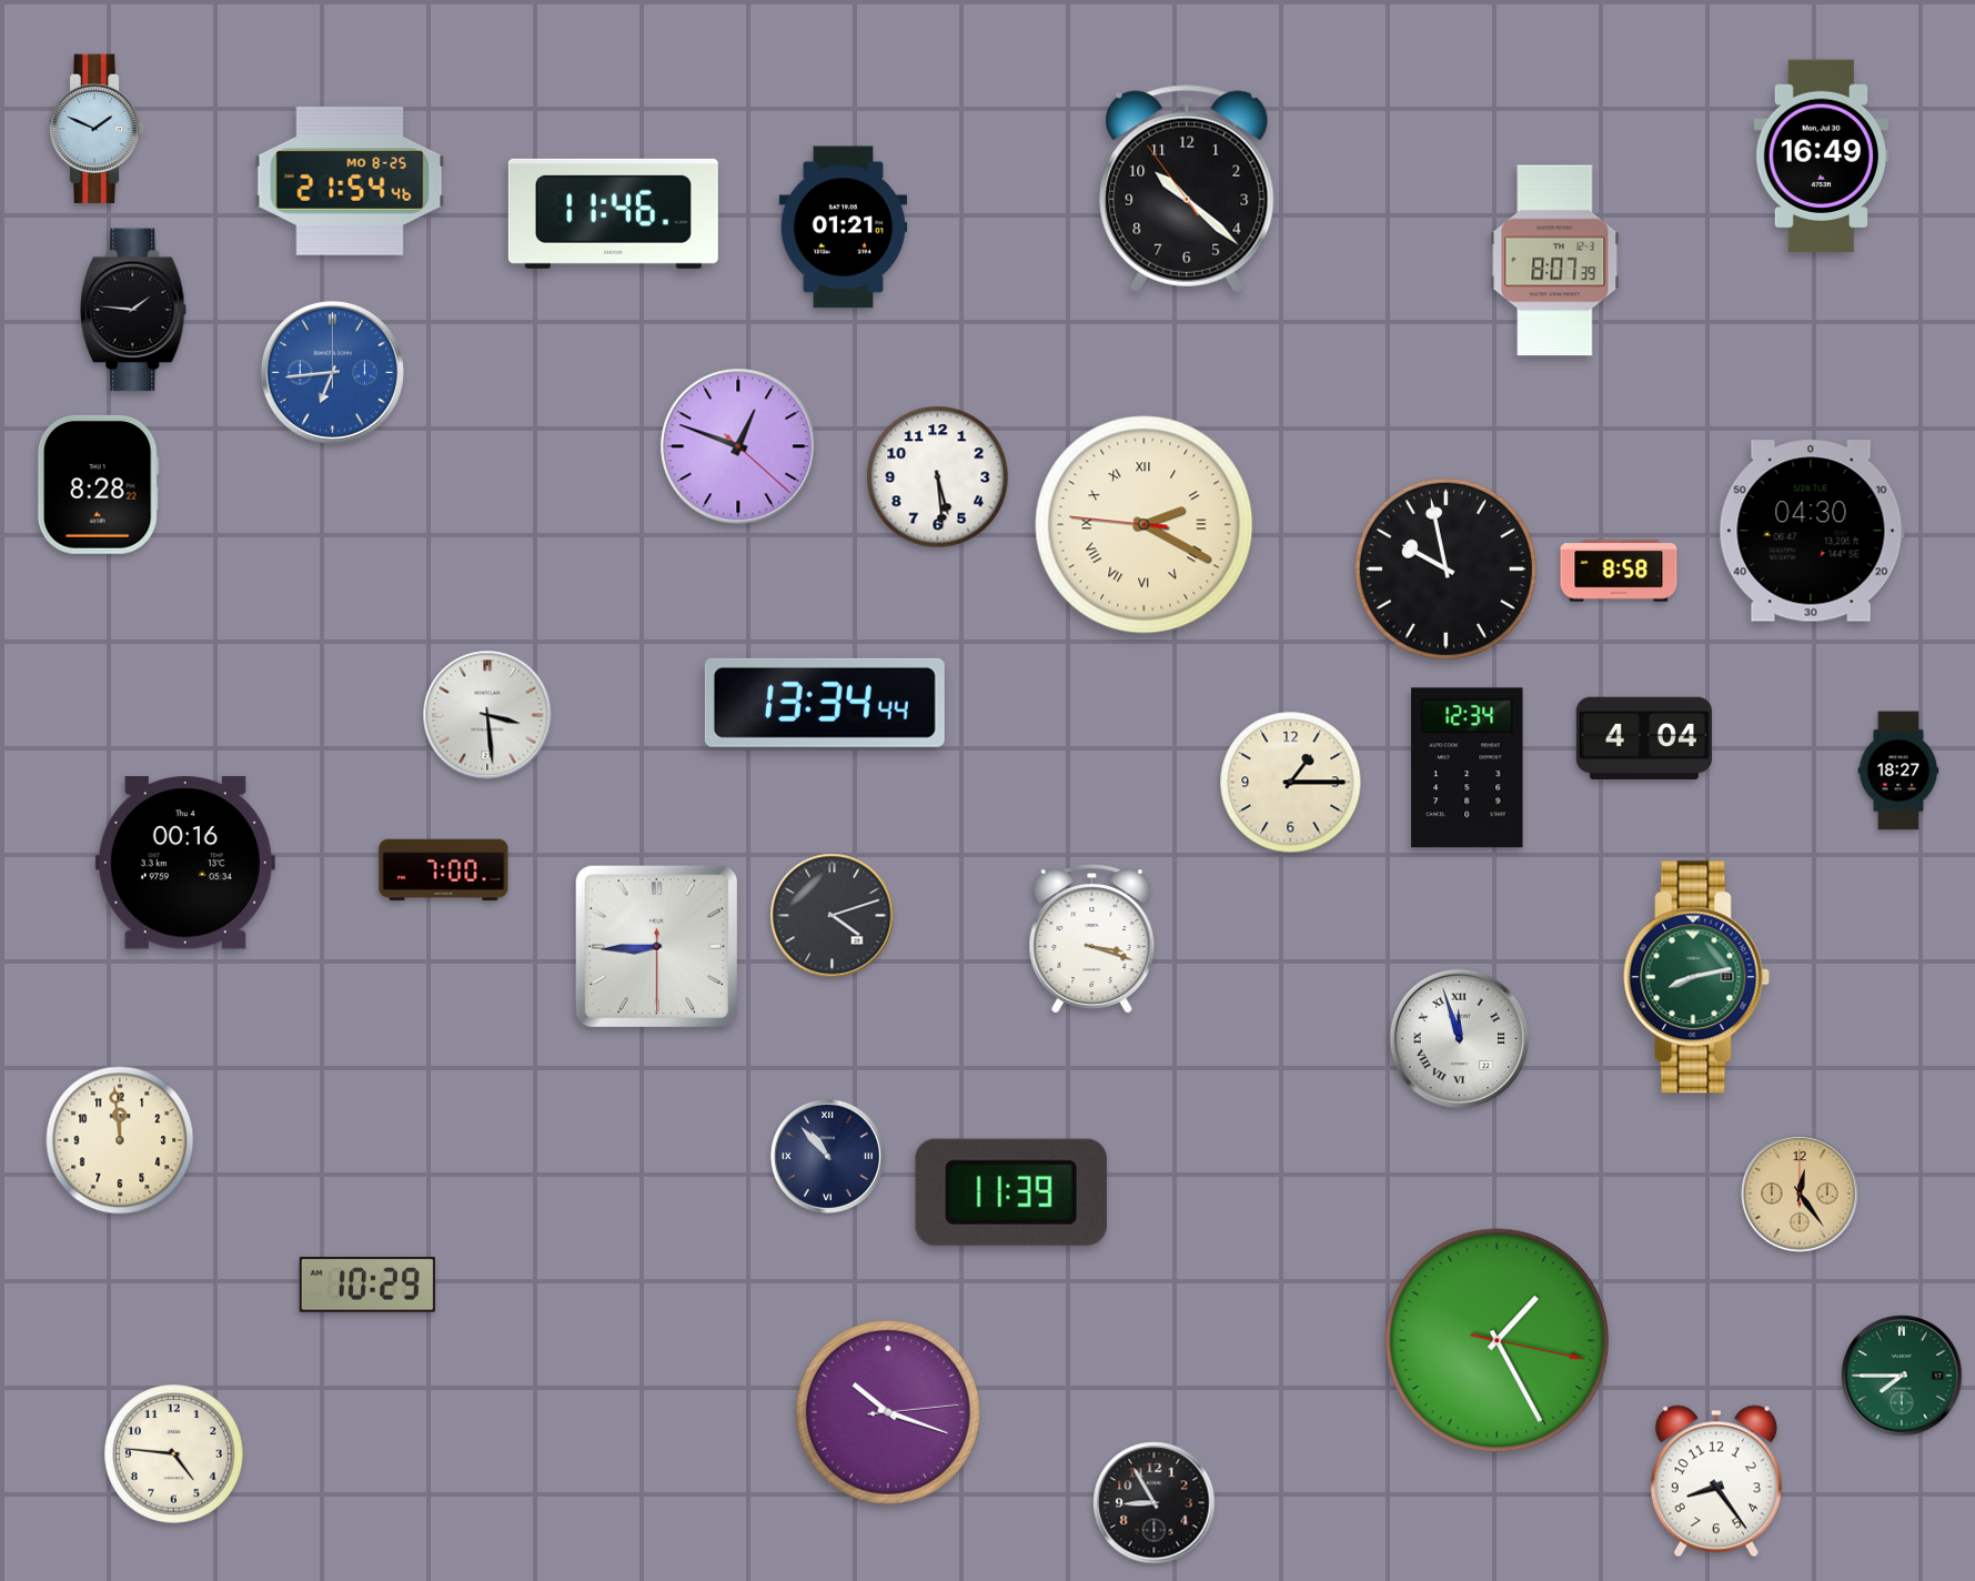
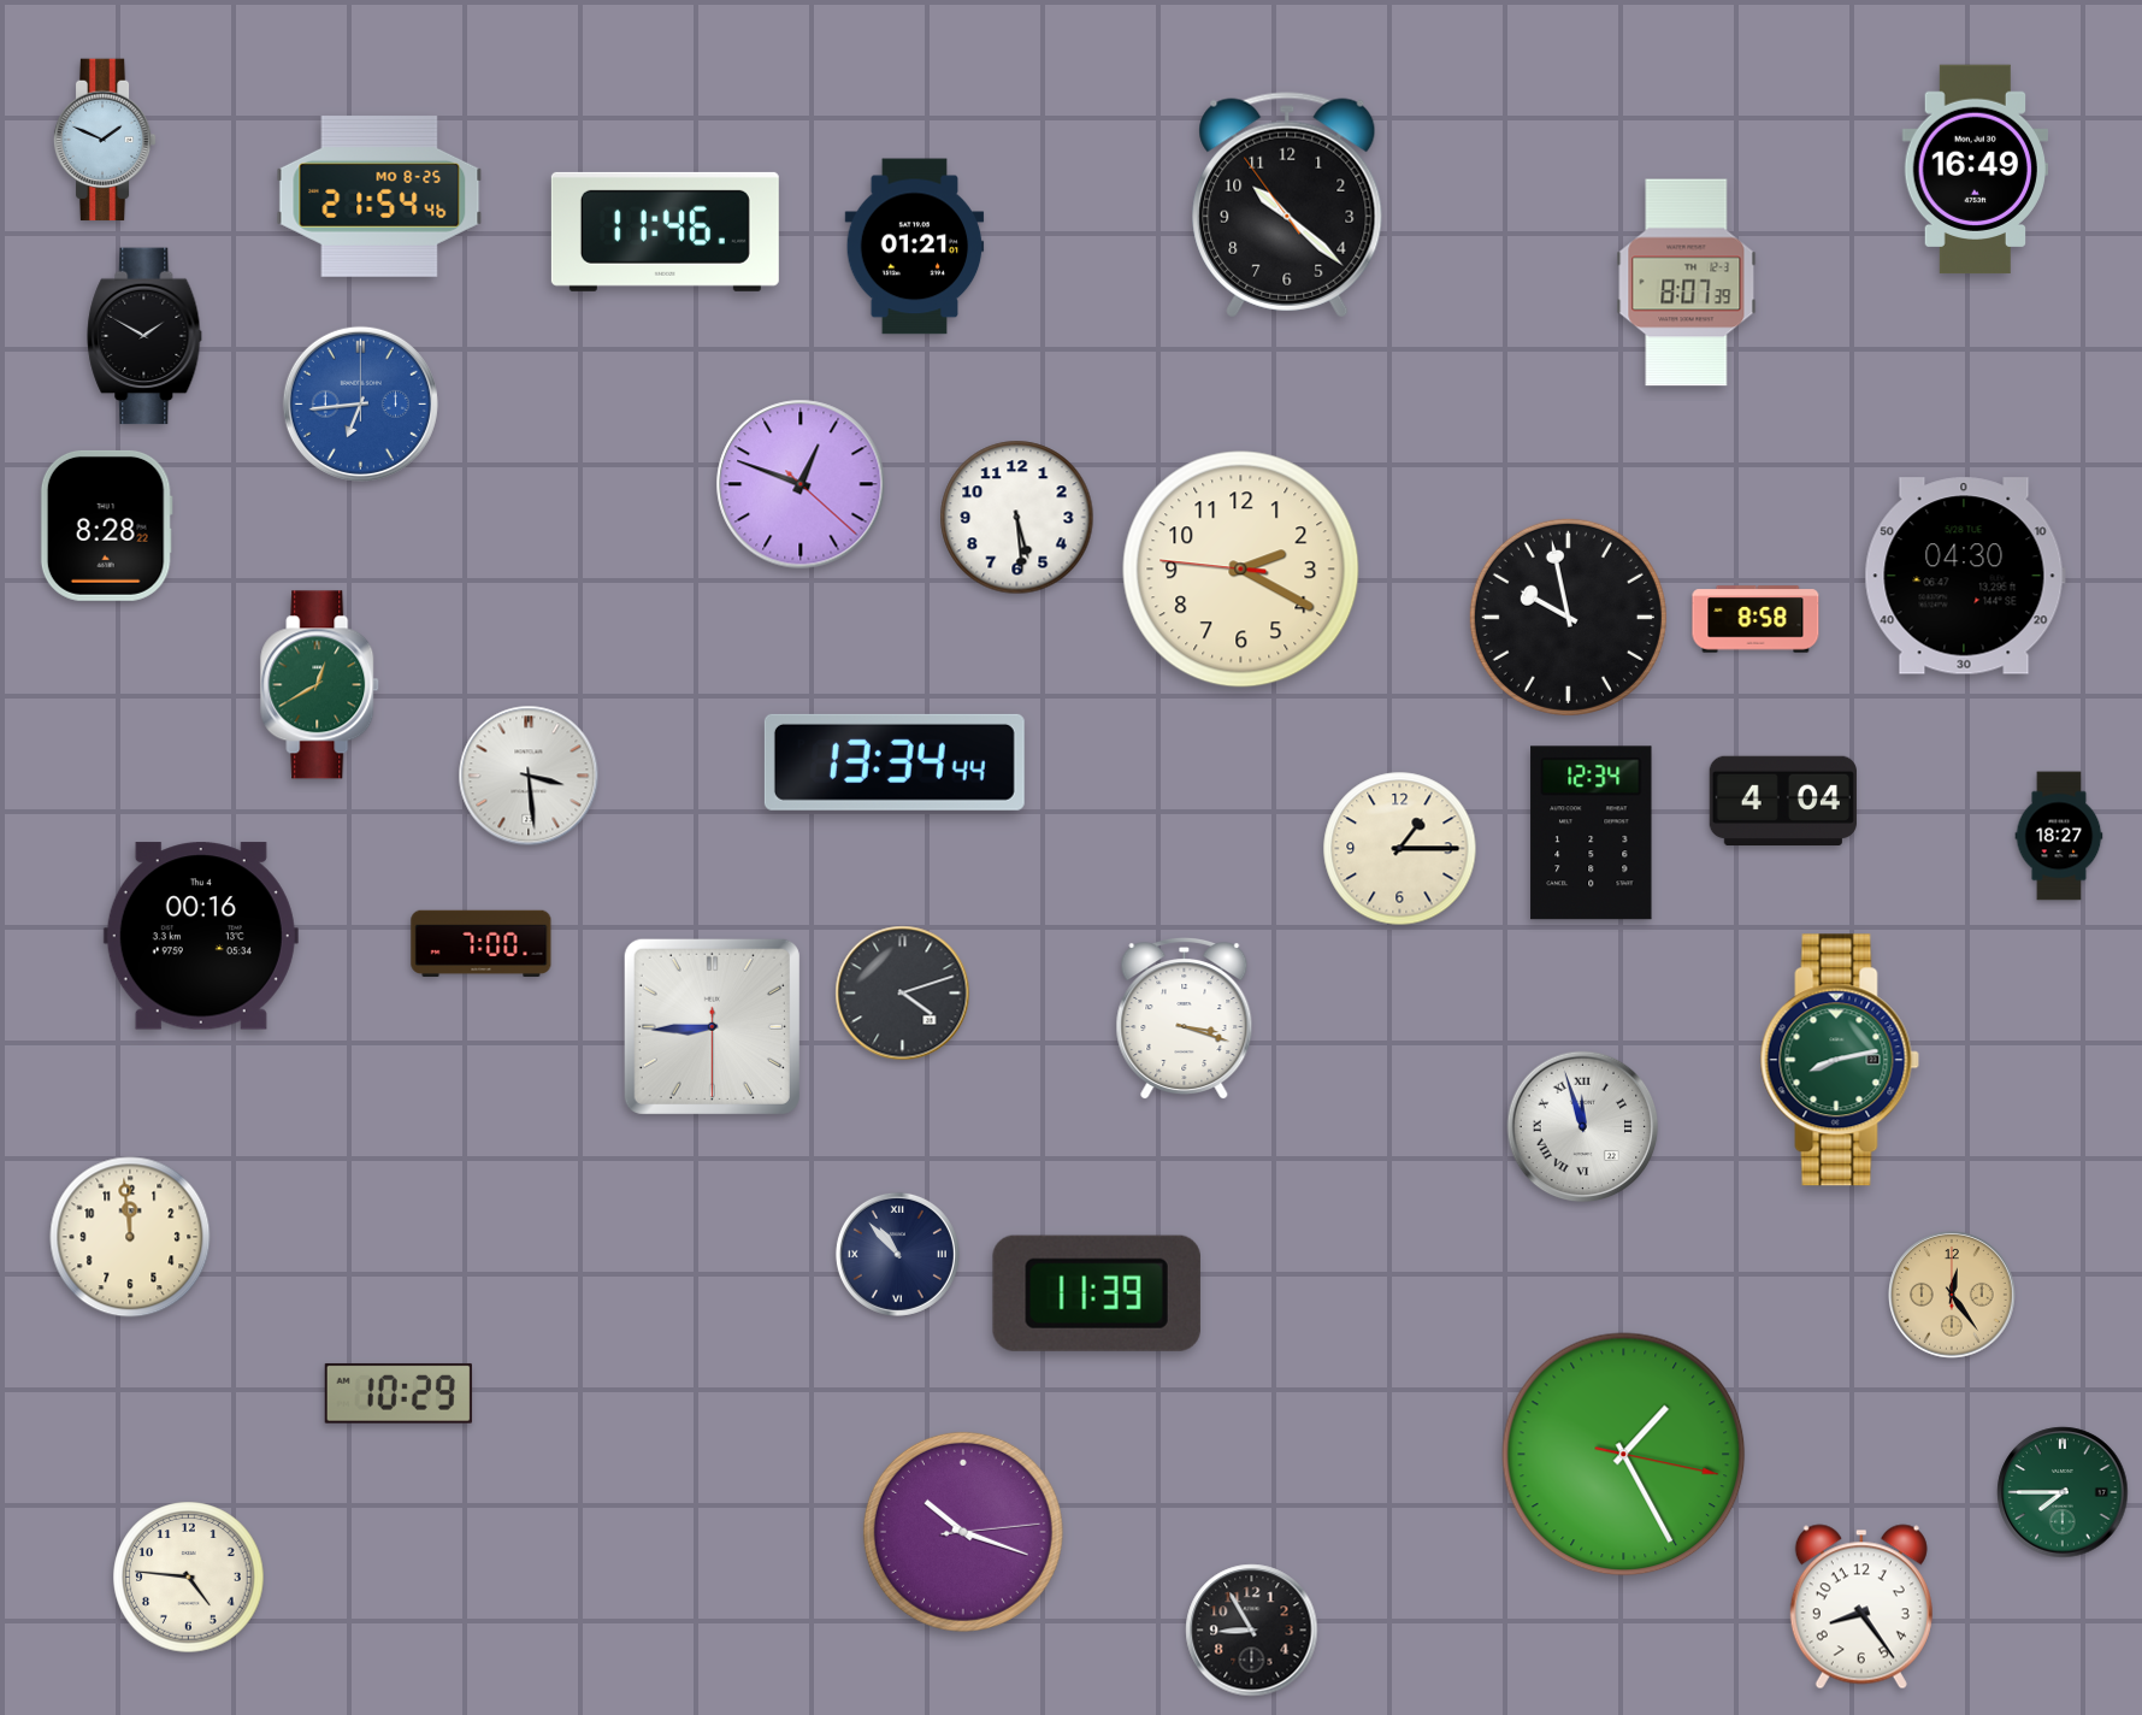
clock at (133, 310): 1:46 -> 1:50
clock at (1145, 525) numerals: Roman -> Arabic
clock at (320, 685): none -> 12:40
